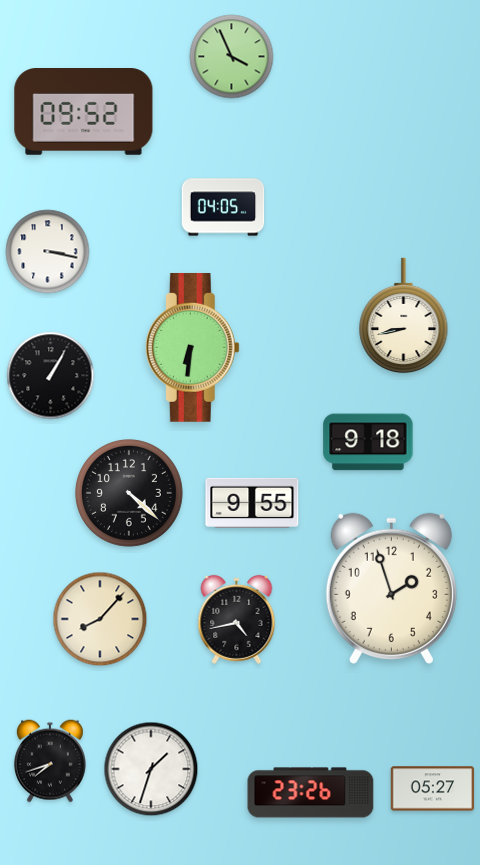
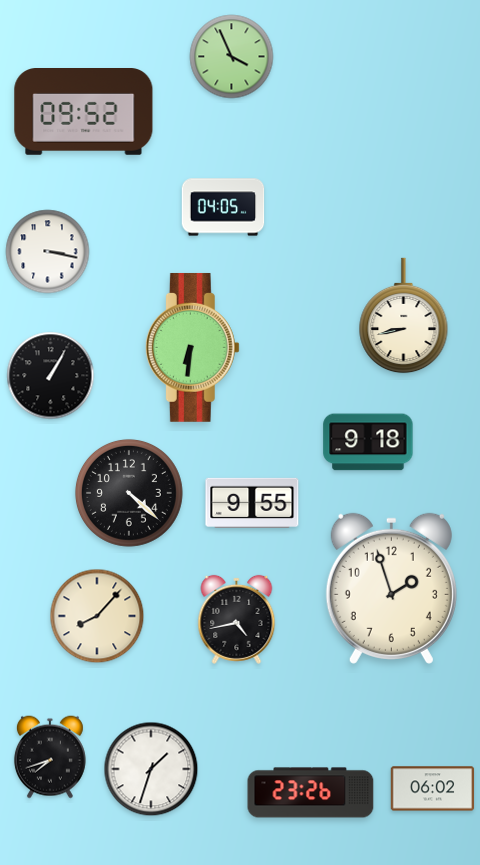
clock at (100, 619) position: (100, 619) -> (97, 616)
clock at (50, 761) position: (50, 761) -> (50, 757)
clock at (433, 789): 05:27 -> 06:02
